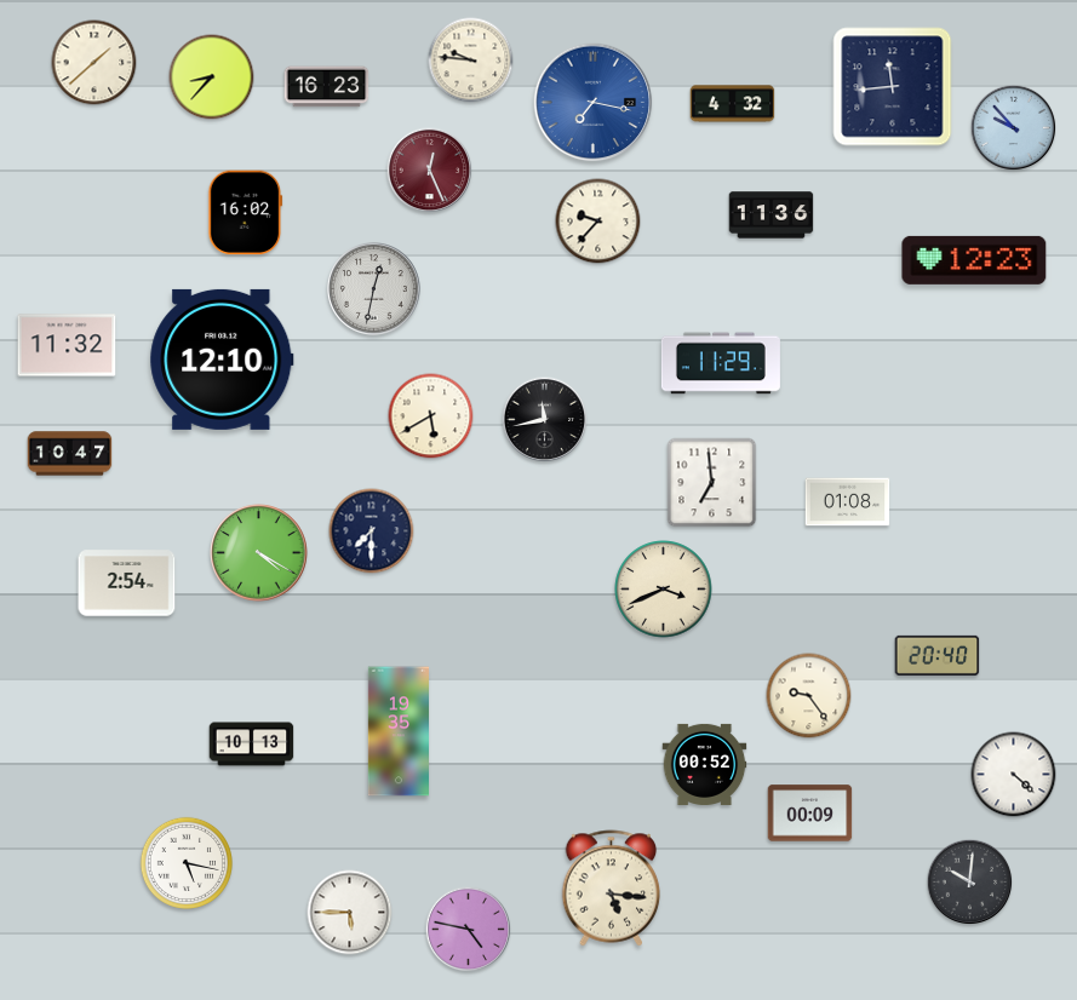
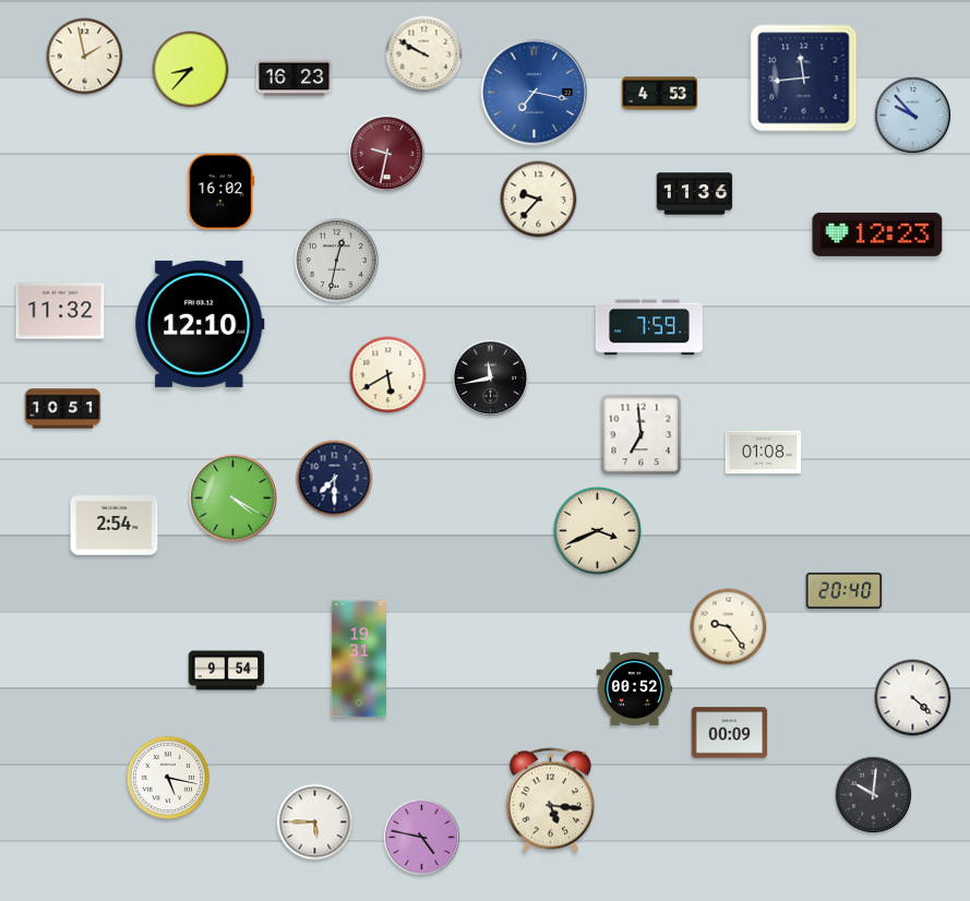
clock at (471, 61): 9:46 -> 9:50
clock at (94, 63): 1:38 -> 1:58
clock at (733, 104): 4:32 -> 4:53
clock at (430, 171): 12:26 -> 9:32
clock at (721, 363): 11:29 -> 7:59
clock at (70, 454): 10:47 -> 10:51
clock at (397, 731): 19:35 -> 19:31
clock at (252, 745): 10:13 -> 9:54
